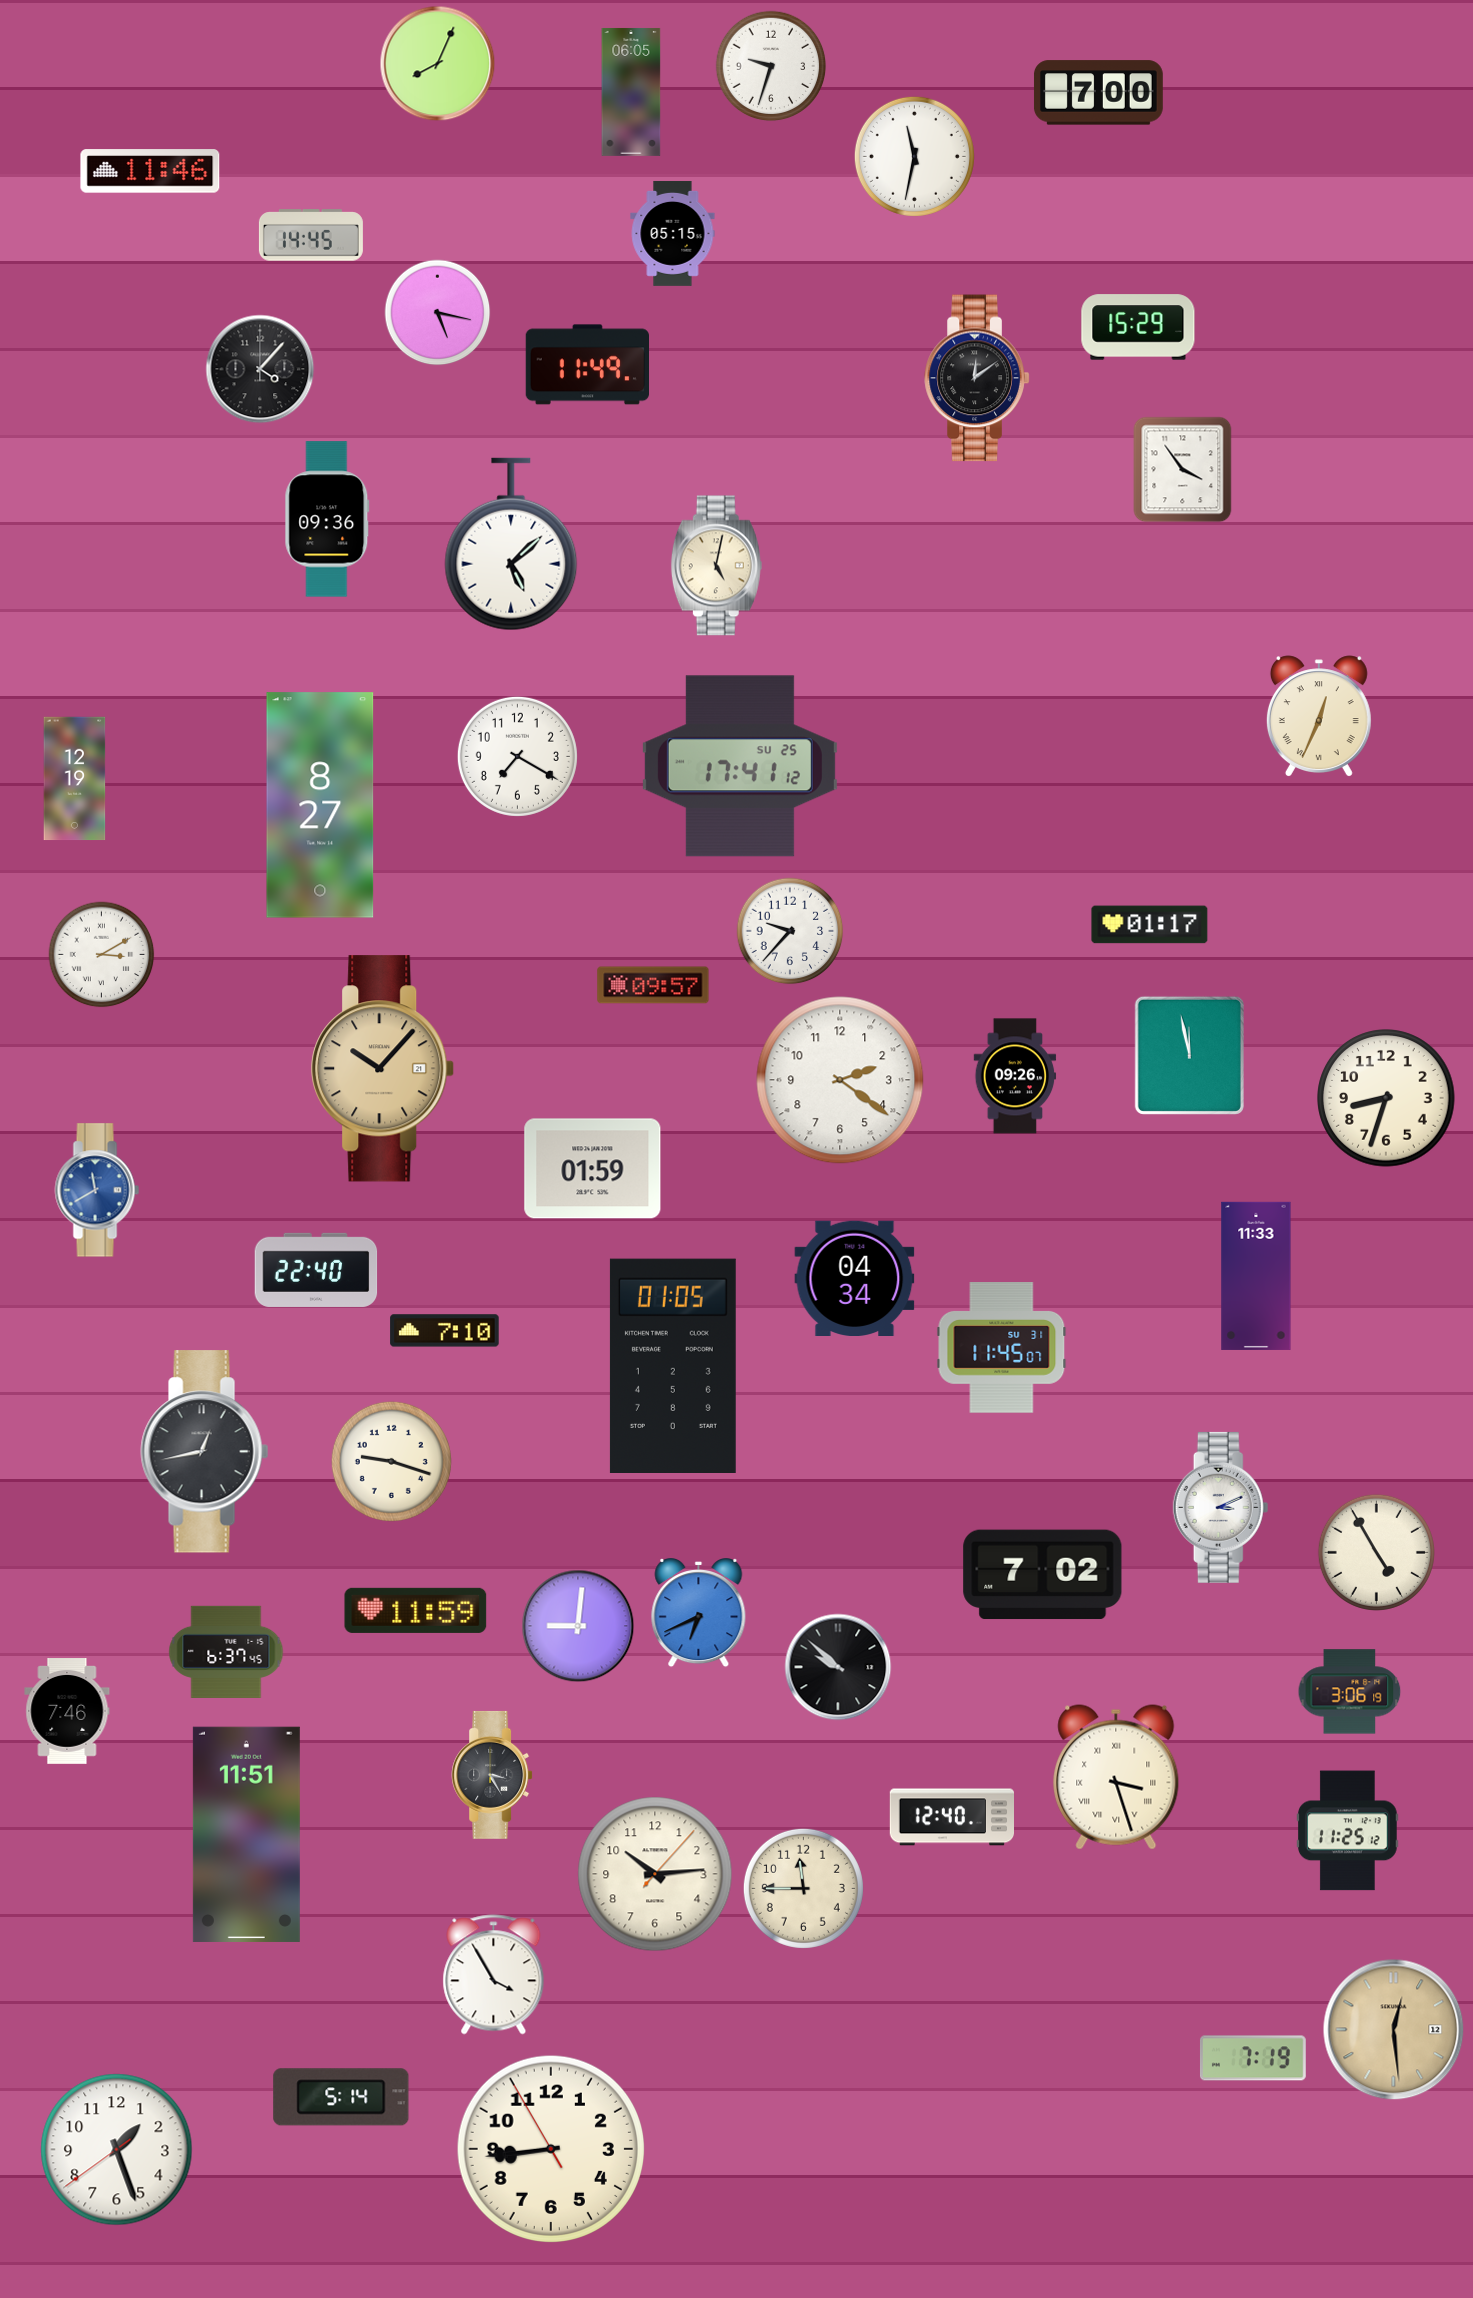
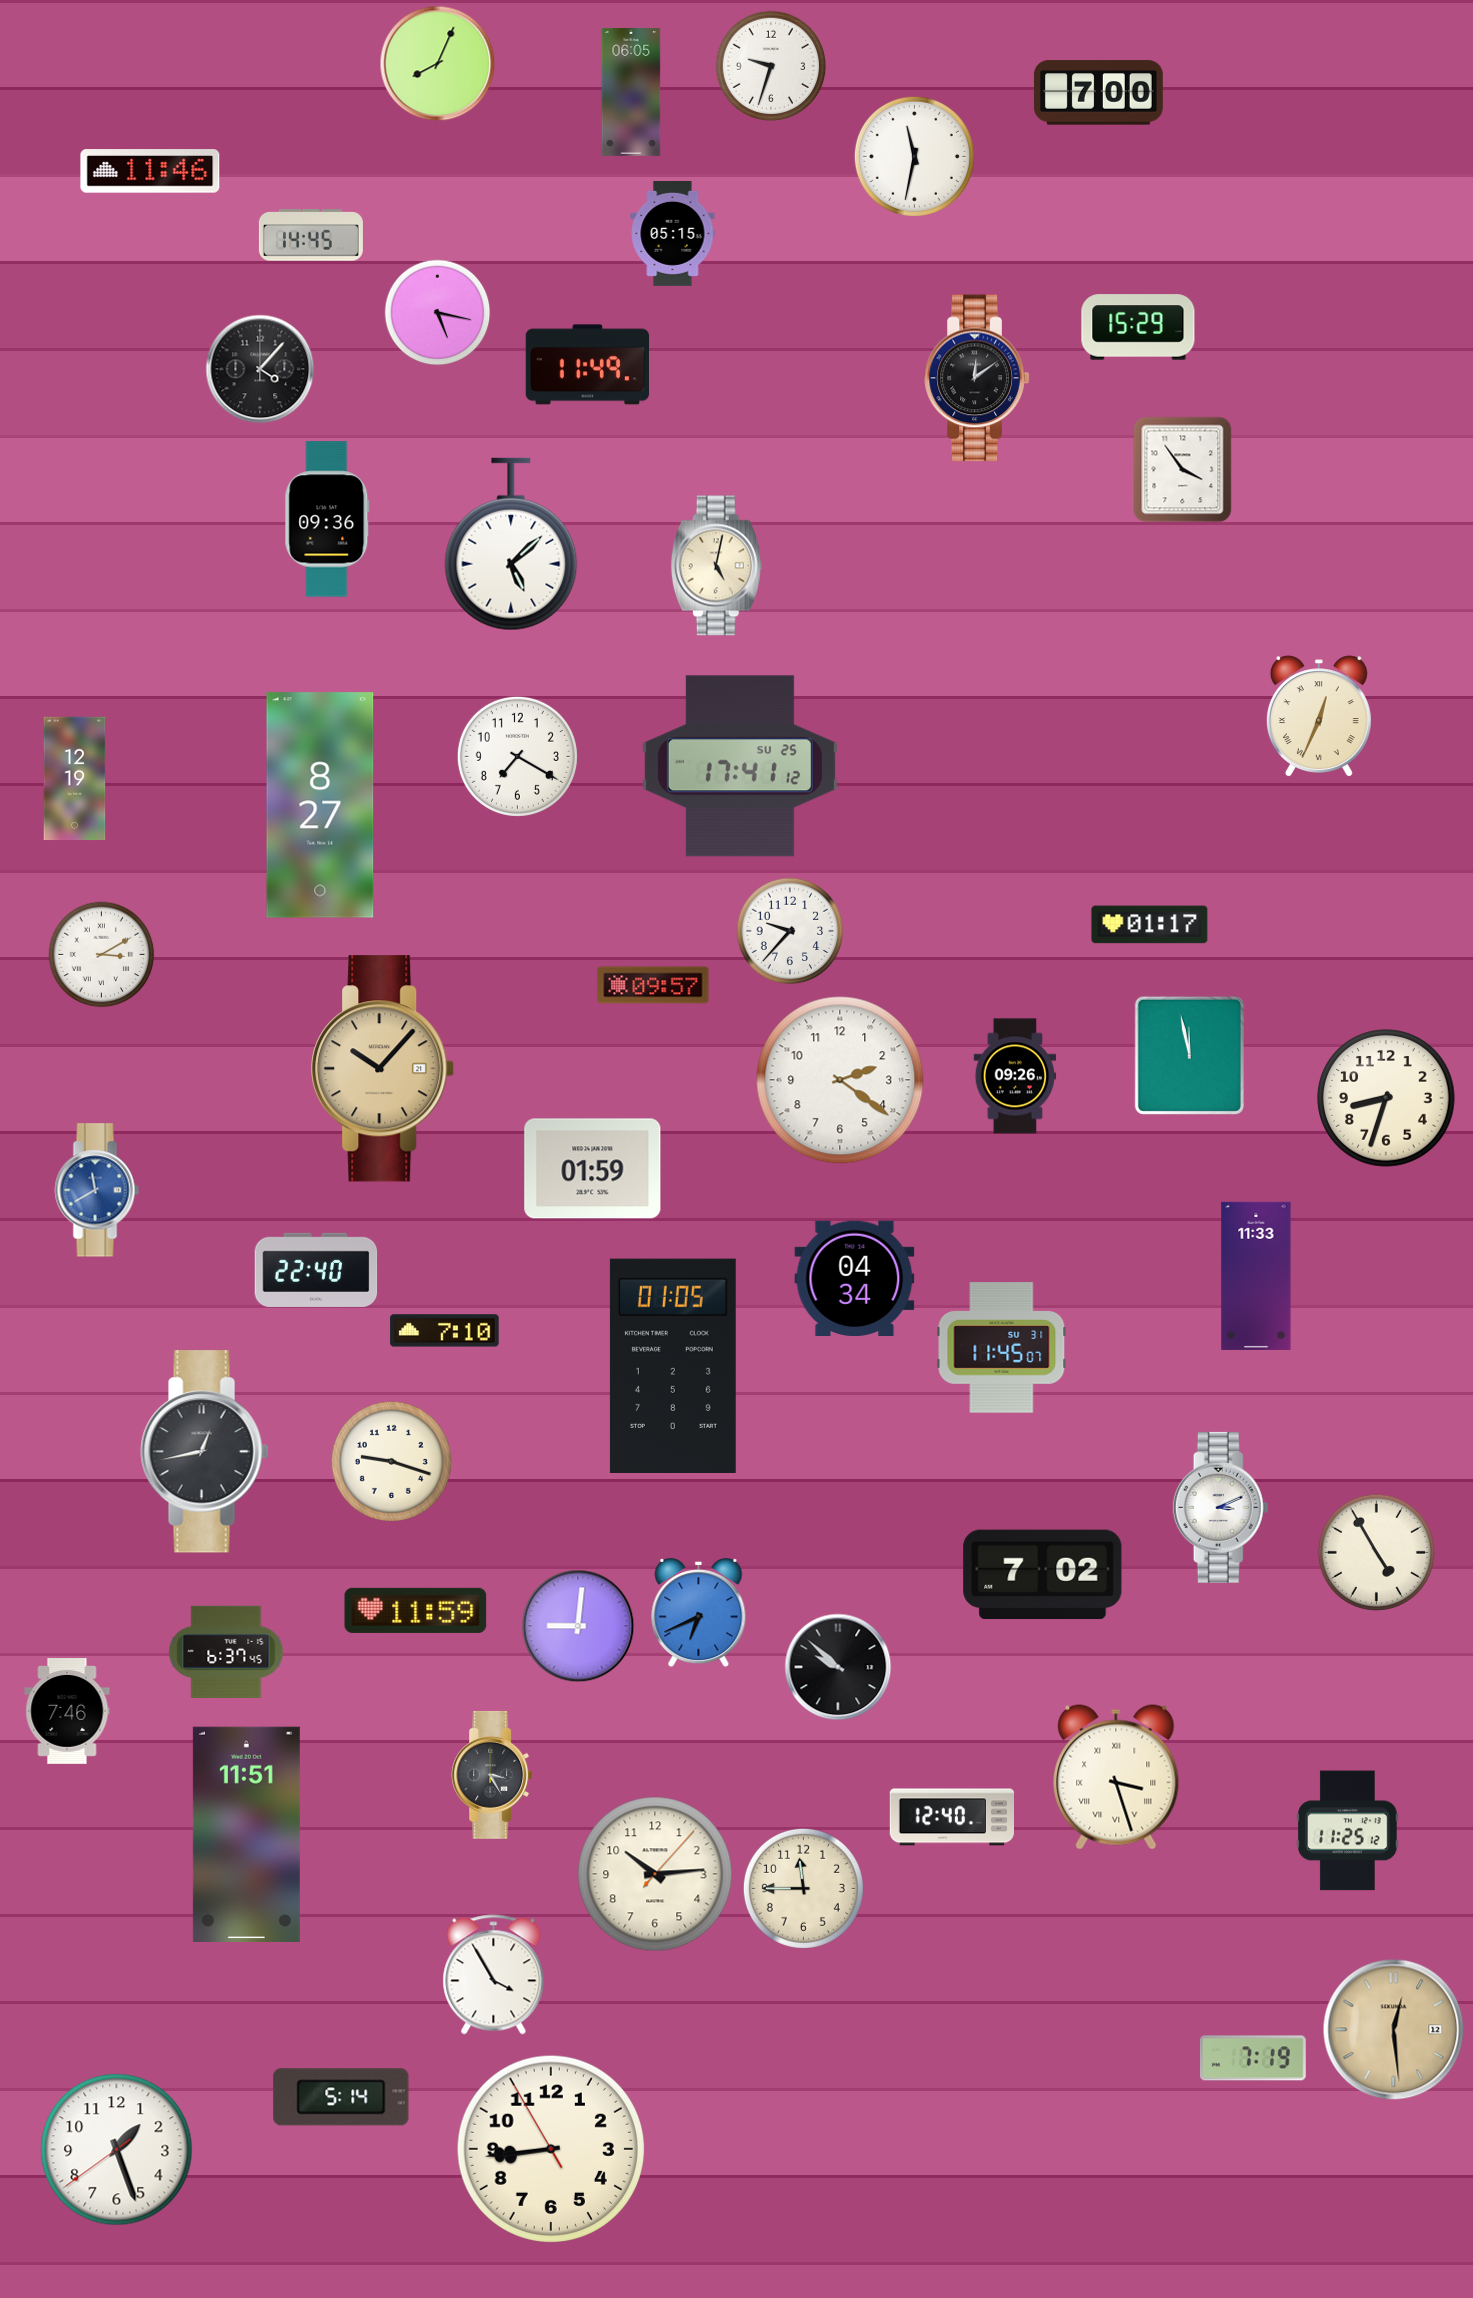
clock at (1350, 1692): 3:06 -> none
